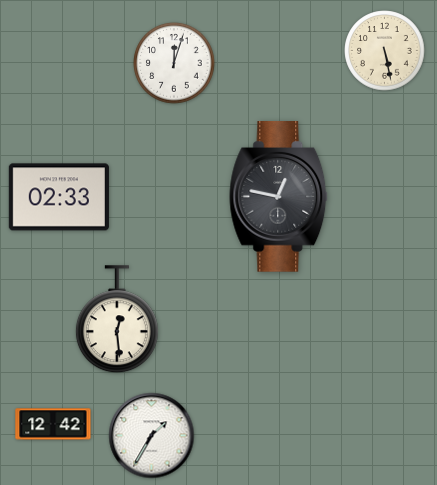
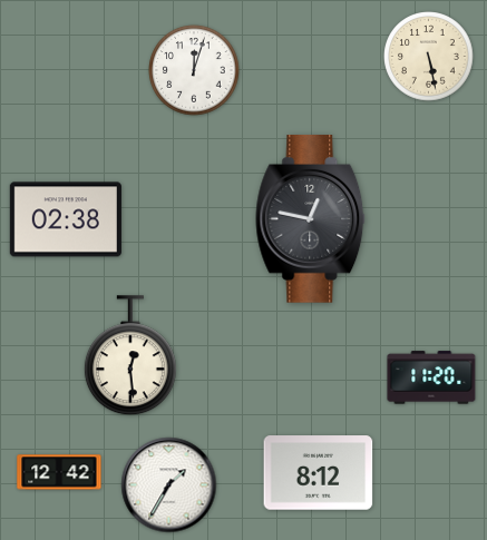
clock at (59, 197): 02:33 -> 02:38
clock at (431, 377): none -> 11:20
clock at (319, 473): none -> 8:12
